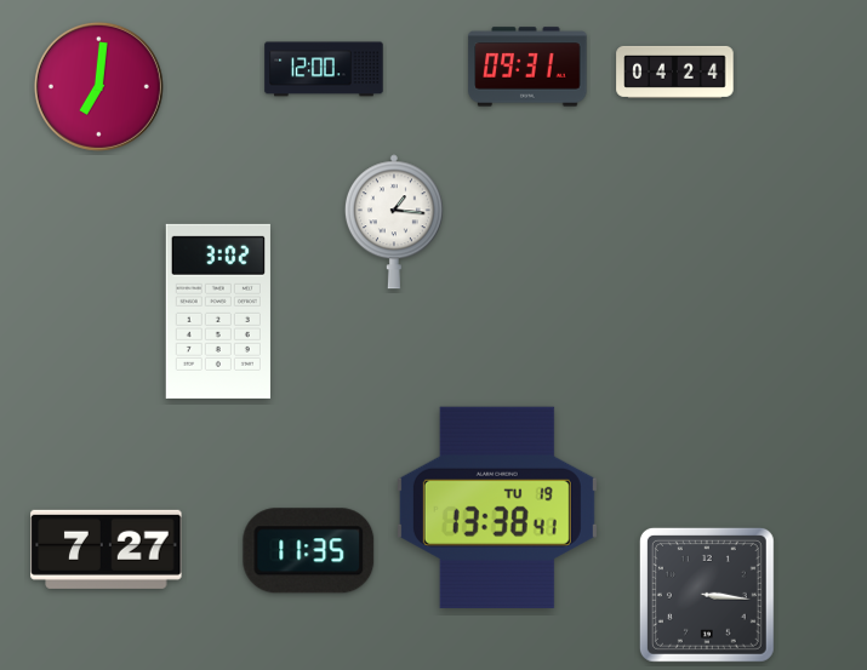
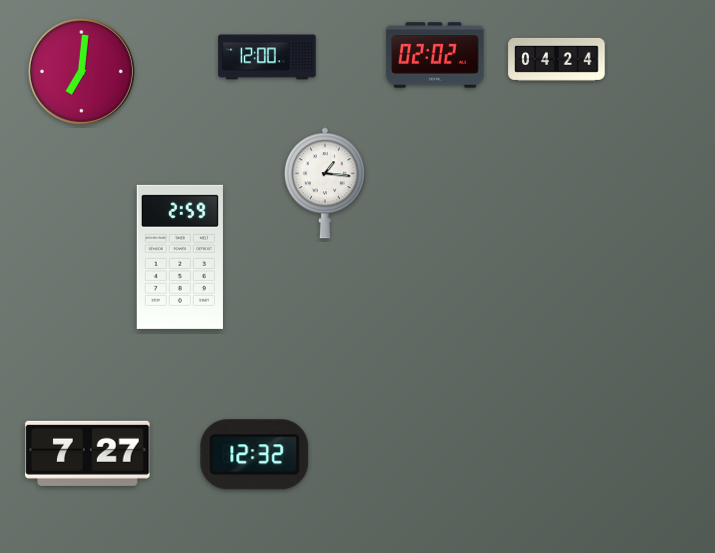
clock at (527, 67): 09:31 -> 02:02
clock at (218, 311): 3:02 -> 2:59
clock at (497, 508): 13:38 -> none
clock at (309, 551): 11:35 -> 12:32
clock at (707, 595): 3:16 -> none
